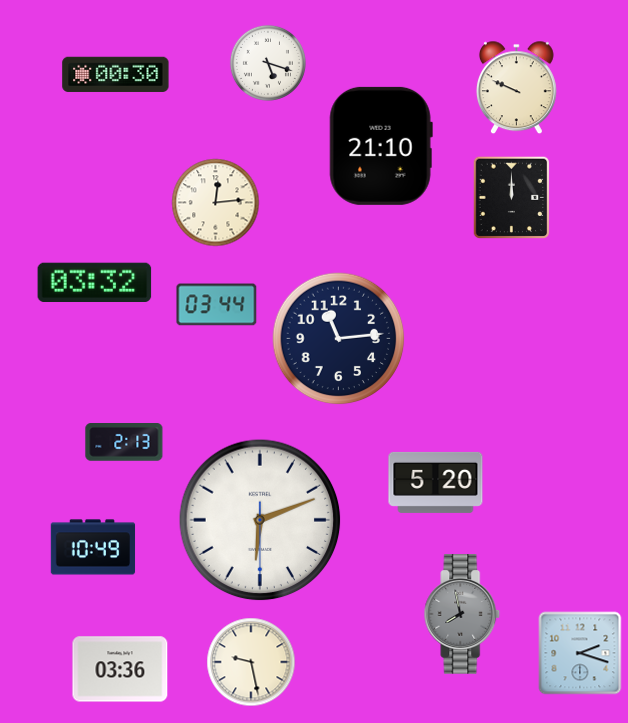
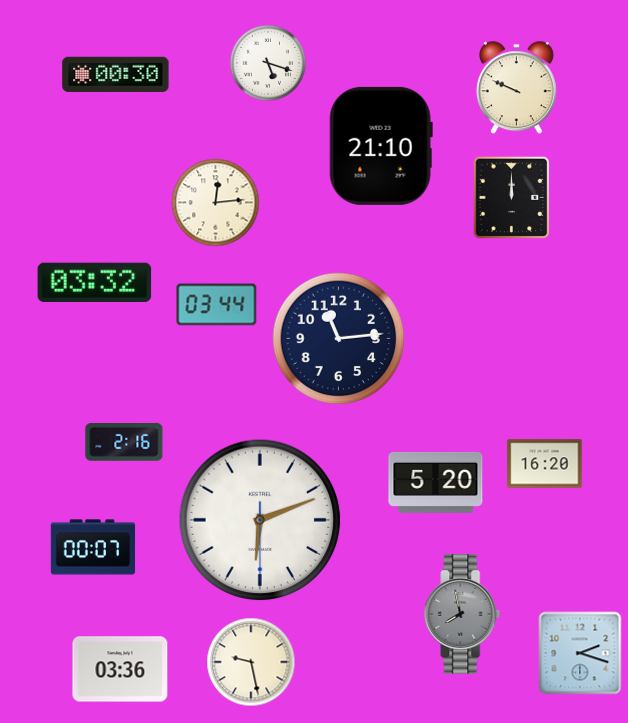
clock at (124, 443): 2:13 -> 2:16
clock at (545, 464): none -> 16:20
clock at (93, 547): 10:49 -> 00:07
